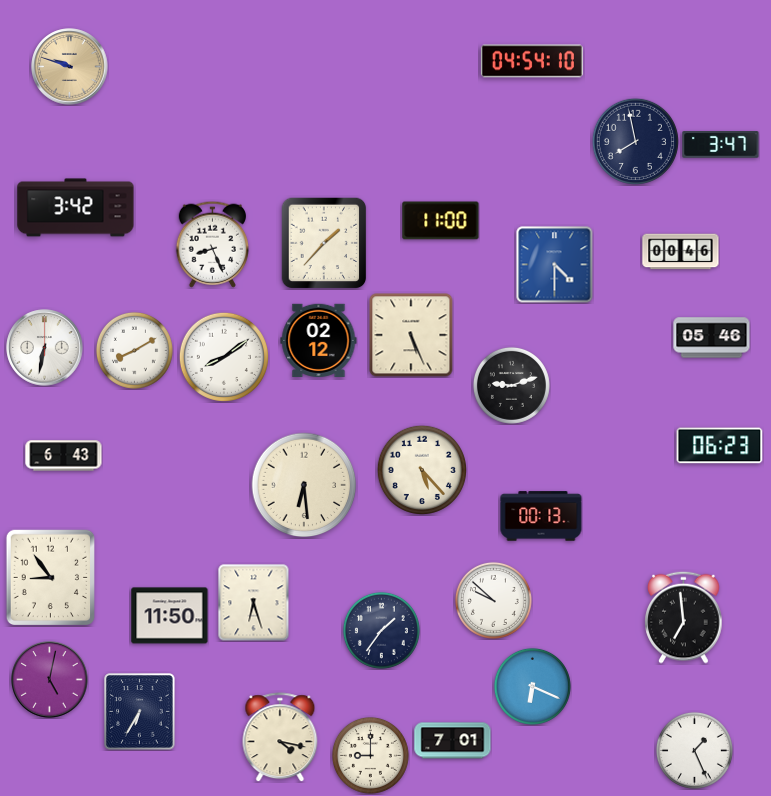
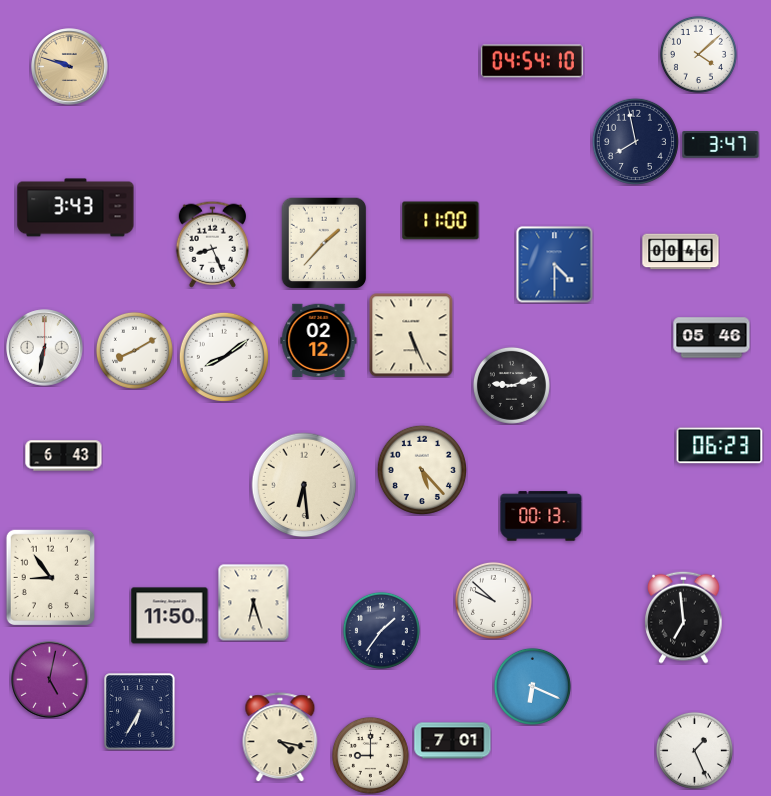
clock at (698, 54): none -> 4:08
clock at (76, 208): 3:42 -> 3:43
